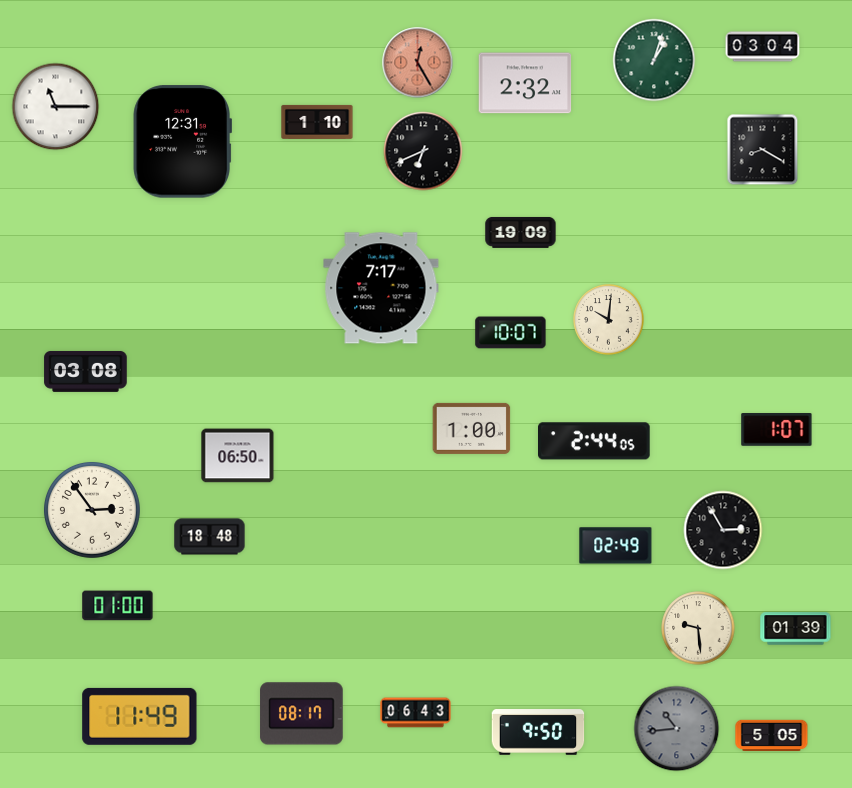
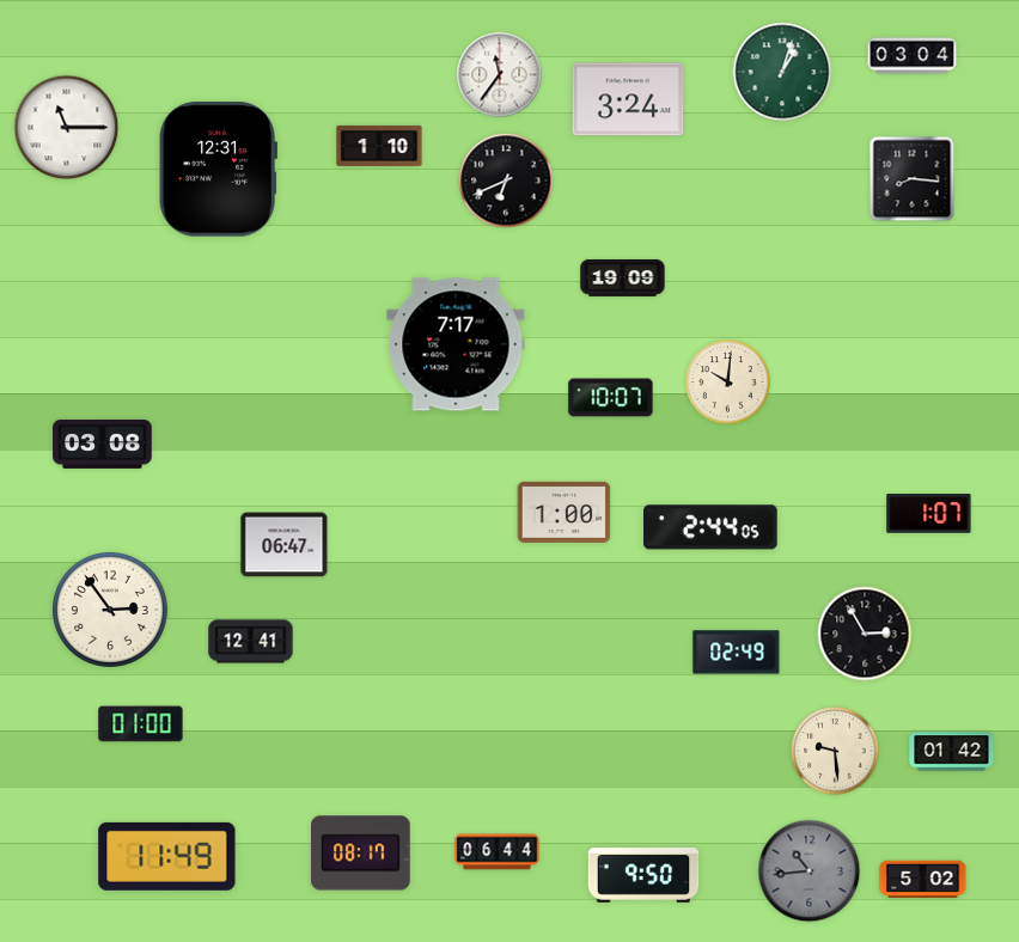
clock at (418, 63): 12:25 -> 11:36
clock at (418, 63) dial: salmon -> white
clock at (525, 83): 2:32 -> 3:24
clock at (763, 150): 8:20 -> 8:16
clock at (238, 456): 06:50 -> 06:47
clock at (210, 537): 18:48 -> 12:41
clock at (796, 629): 01:39 -> 01:42
clock at (416, 713): 06:43 -> 06:44
clock at (772, 736): 5:05 -> 5:02
